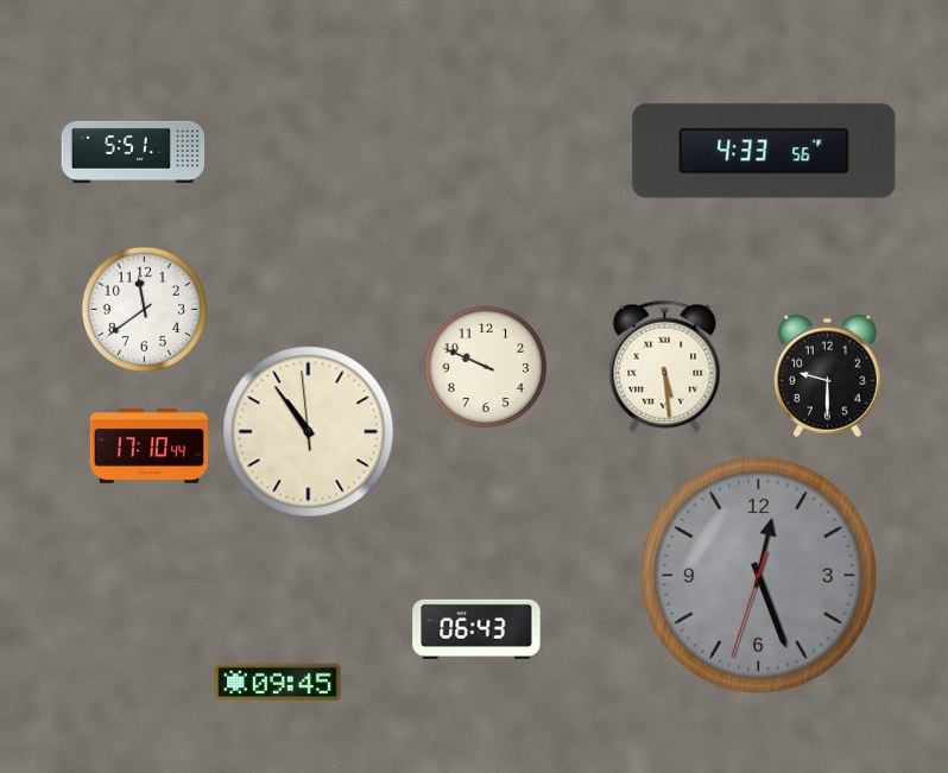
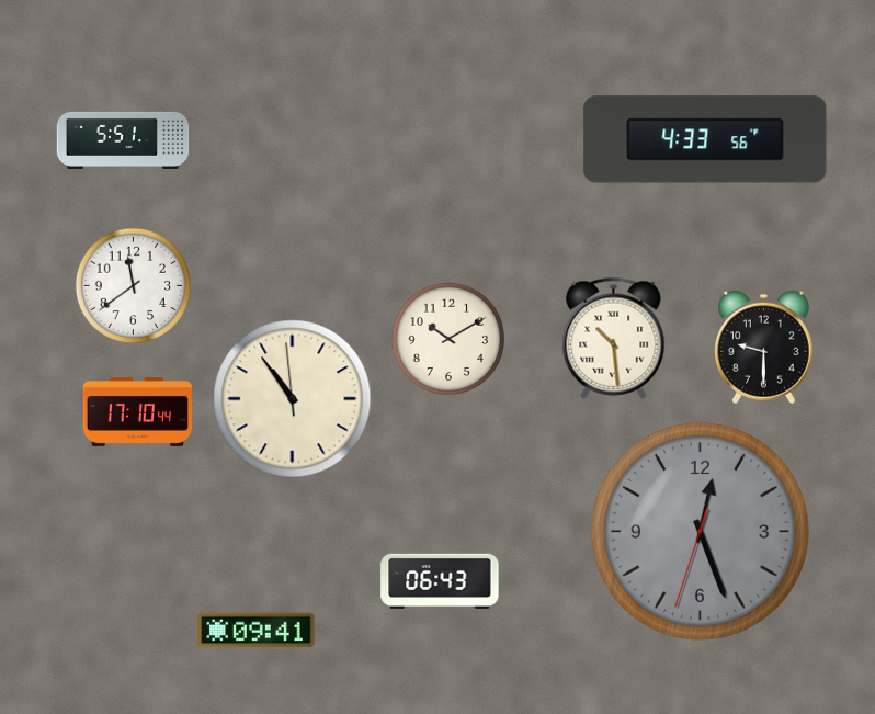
clock at (665, 366): 5:29 -> 10:29
clock at (486, 367): 9:49 -> 10:10
clock at (309, 432) position: (309, 432) -> (293, 399)
clock at (278, 683): 09:45 -> 09:41
